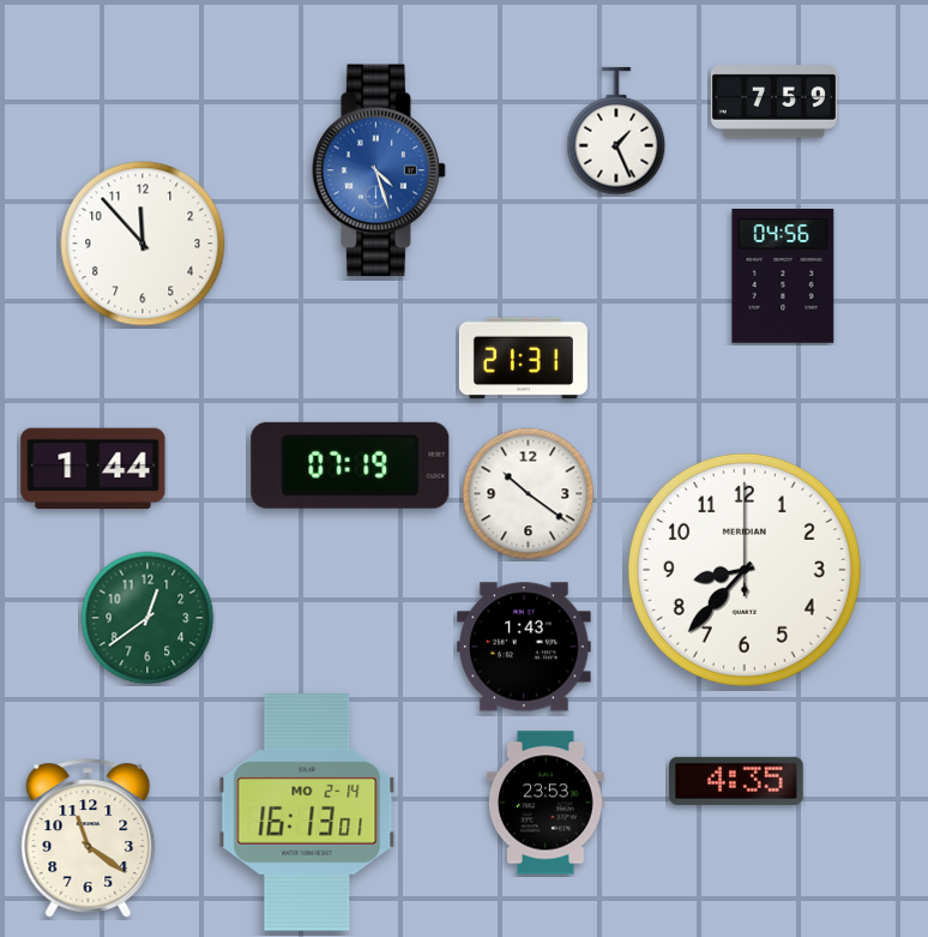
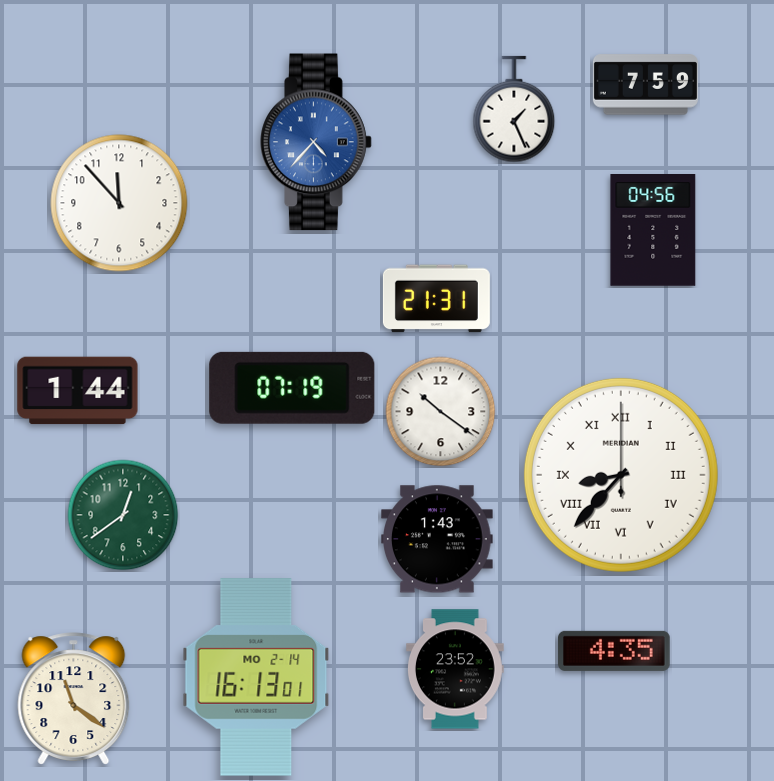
clock at (379, 170): 4:27 -> 4:37
clock at (745, 570) numerals: Arabic -> Roman
clock at (546, 803): 23:53 -> 23:52
